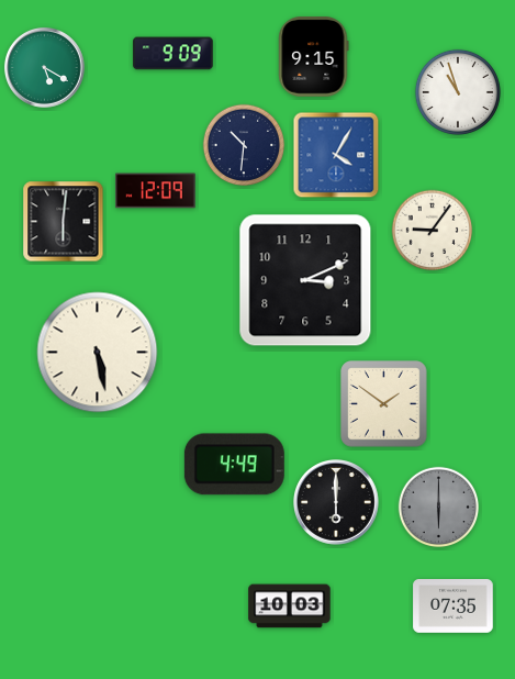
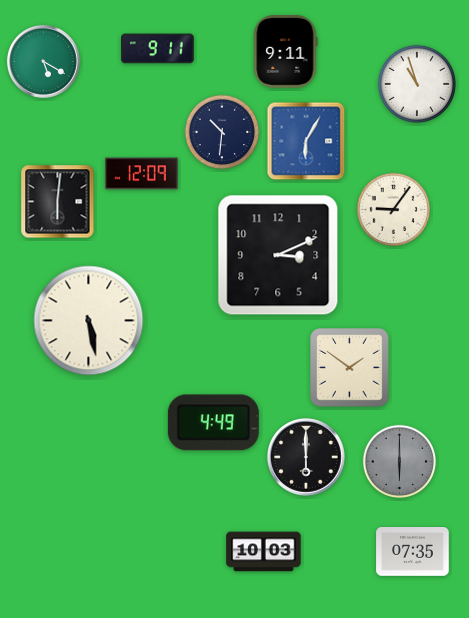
clock at (173, 54): 9:09 -> 9:11
clock at (314, 57): 9:15 -> 9:11
clock at (44, 67) position: (44, 67) -> (43, 61)
clock at (336, 155): 4:05 -> 6:05
